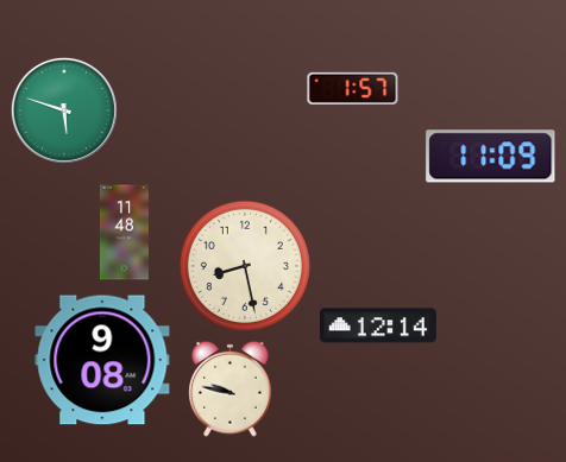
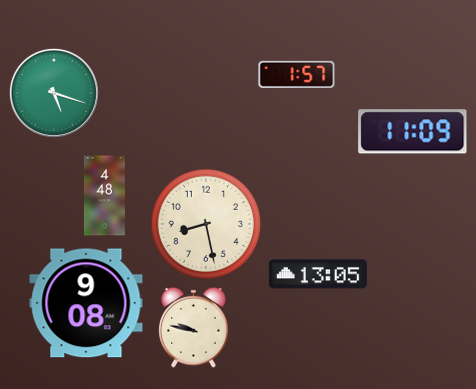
clock at (64, 110): 5:48 -> 5:18
clock at (124, 233): 11:48 -> 4:48
clock at (378, 325): 12:14 -> 13:05
